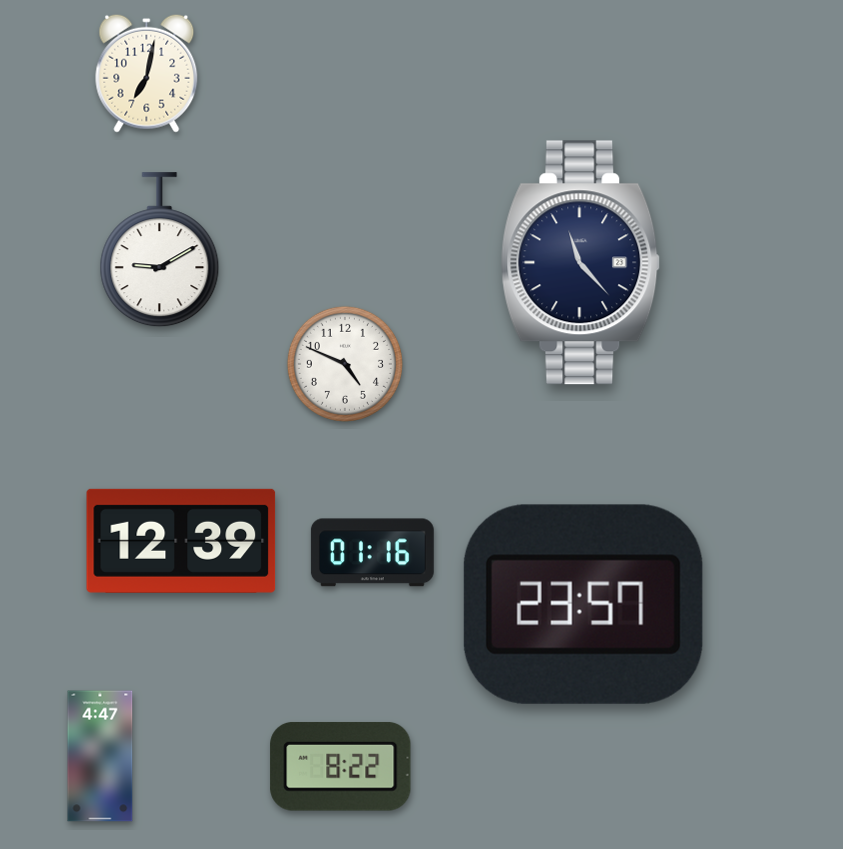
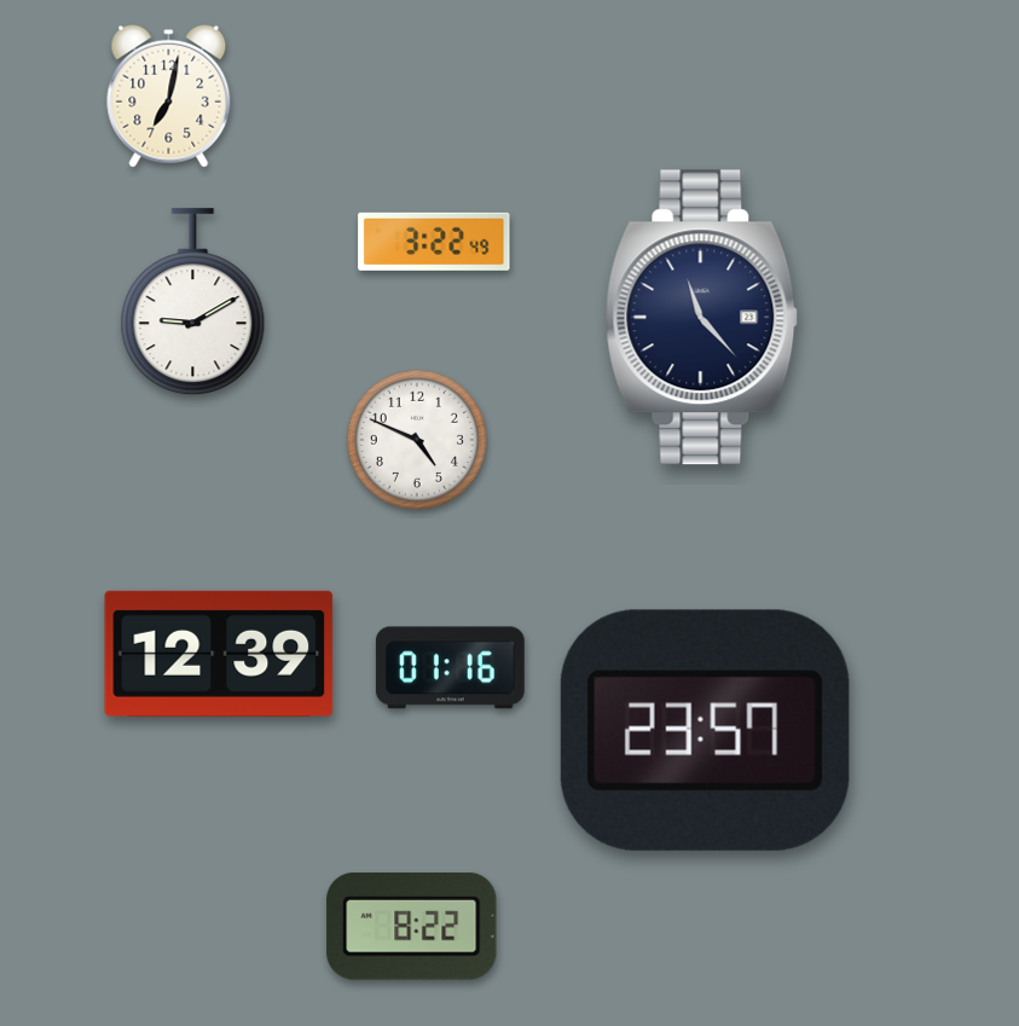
clock at (147, 73) position: (147, 73) -> (169, 95)
clock at (434, 242): none -> 3:22
clock at (100, 756): 4:47 -> none
